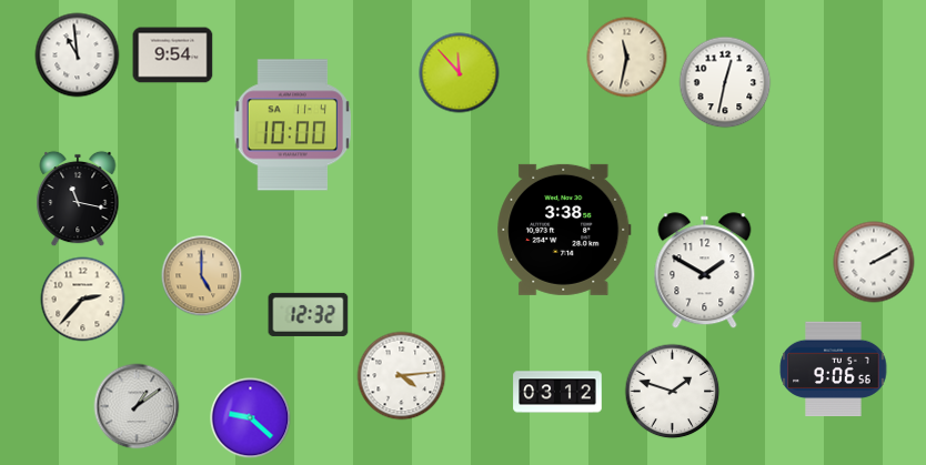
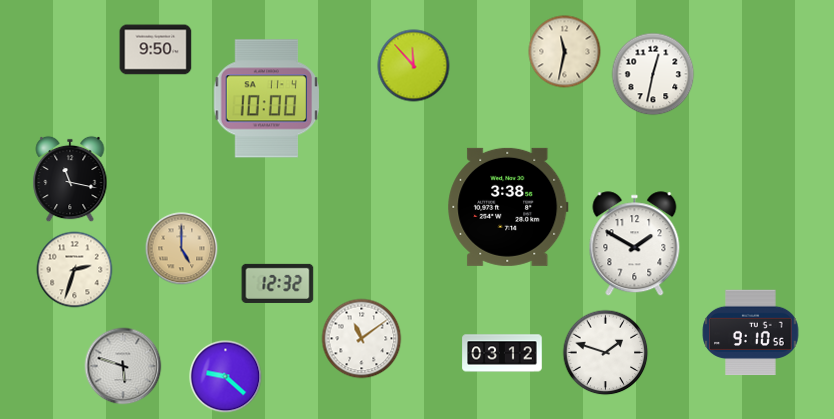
clock at (78, 55): 10:59 -> none
clock at (173, 55): 9:54 -> 9:50
clock at (293, 125) position: (293, 125) -> (267, 99)
clock at (874, 262): 2:10 -> none
clock at (83, 300): 2:37 -> 2:33
clock at (834, 370): 9:06 -> 9:10
clock at (402, 376): 4:14 -> 11:09
clock at (137, 406): 1:09 -> 5:48
